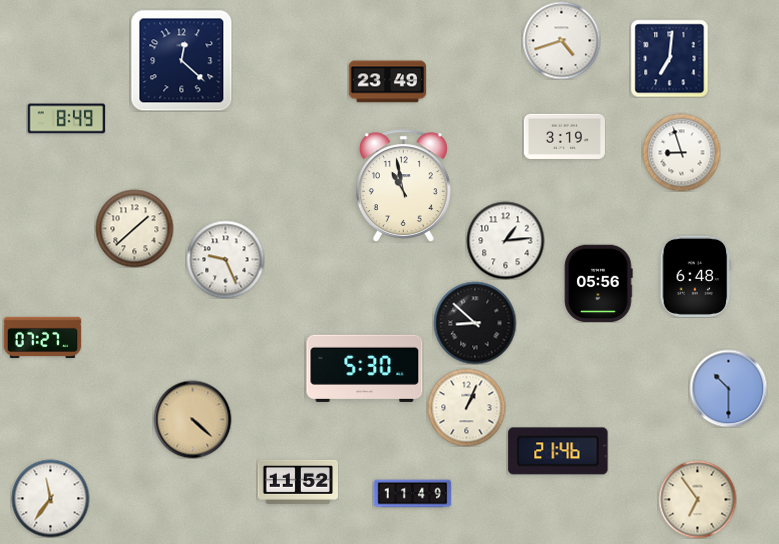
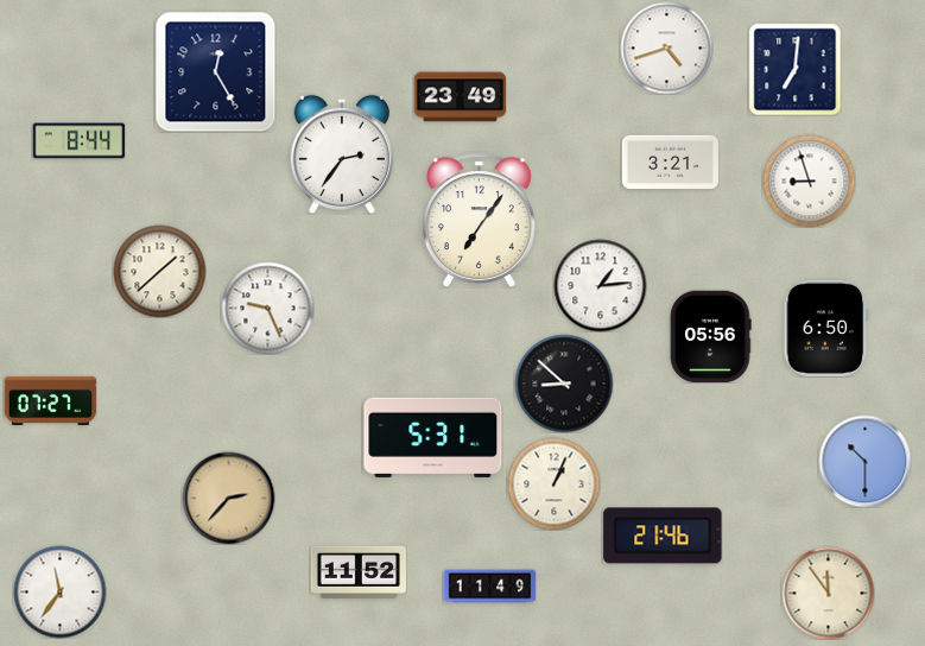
clock at (181, 60): 12:22 -> 12:25
clock at (66, 119): 8:49 -> 8:44
clock at (342, 154): none -> 2:36
clock at (564, 136): 3:19 -> 3:21
clock at (403, 186): 10:58 -> 7:06
clock at (696, 276): 6:48 -> 6:50
clock at (365, 368): 5:30 -> 5:31
clock at (192, 419): 4:22 -> 2:37
clock at (297, 482) position: (297, 482) -> (357, 572)
clock at (697, 499): 6:54 -> 11:54
